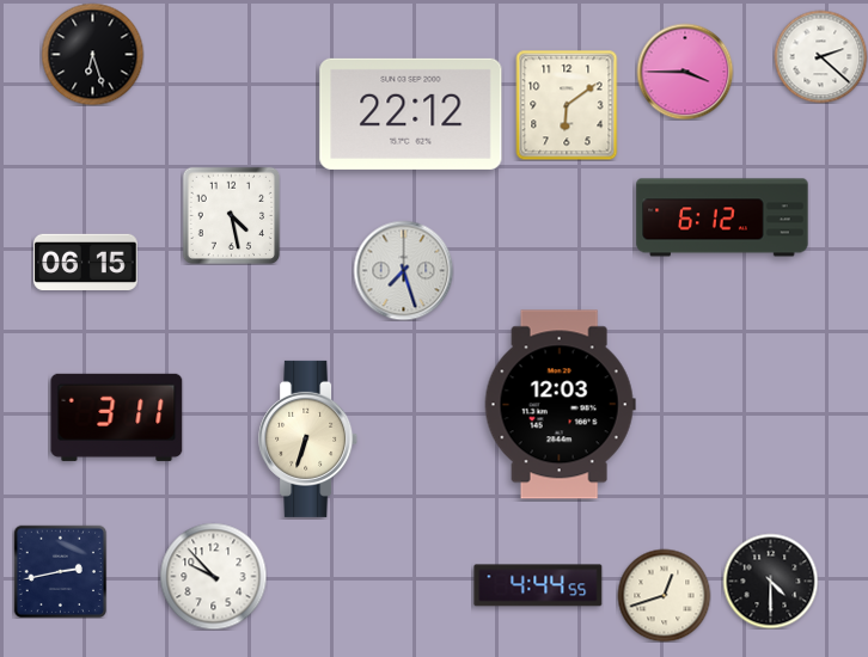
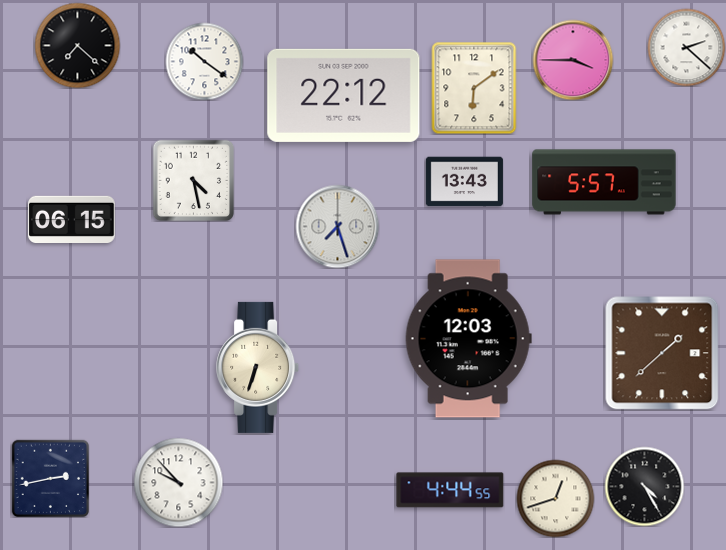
clock at (92, 54): 6:27 -> 7:22
clock at (204, 61): none -> 10:21
clock at (464, 182): none -> 13:43
clock at (722, 217): 6:12 -> 5:57
clock at (117, 417): 3:11 -> none
clock at (662, 353): none -> 1:38
clock at (770, 581): 4:30 -> 4:25
